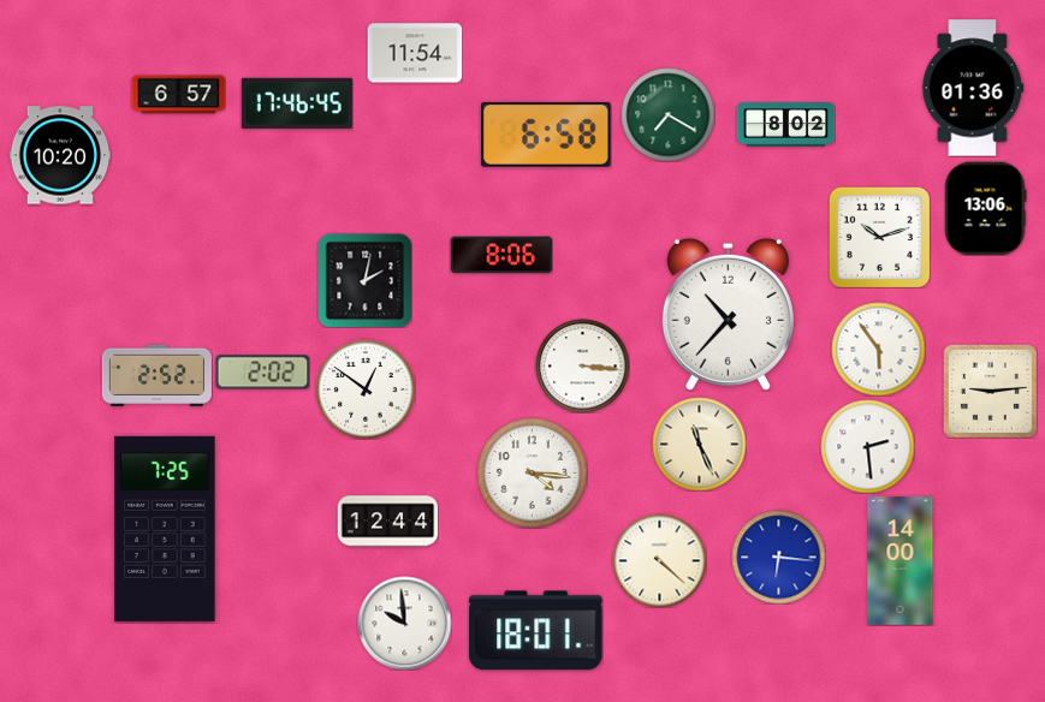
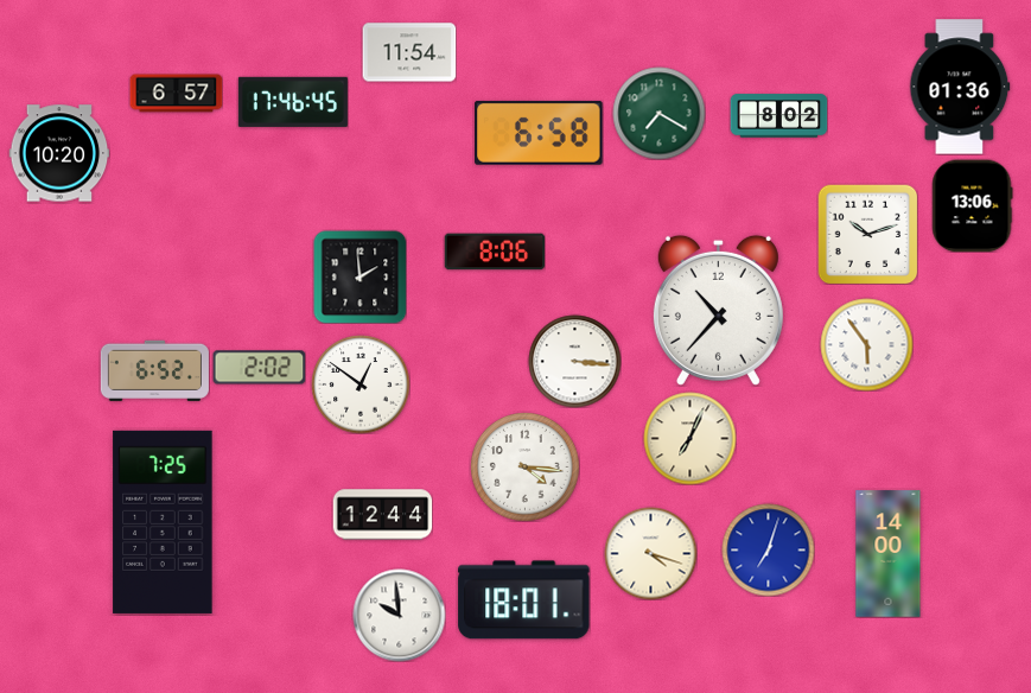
clock at (785, 125) position: (785, 125) -> (778, 116)
clock at (364, 280): 2:02 -> 1:59
clock at (156, 375): 2:52 -> 6:52
clock at (990, 391): 9:14 -> none
clock at (699, 444): 11:26 -> 7:04
clock at (867, 446): 2:29 -> none
clock at (778, 557): 6:16 -> 7:03
clock at (659, 560): 4:22 -> 4:18
clock at (536, 631) position: (536, 631) -> (524, 600)
